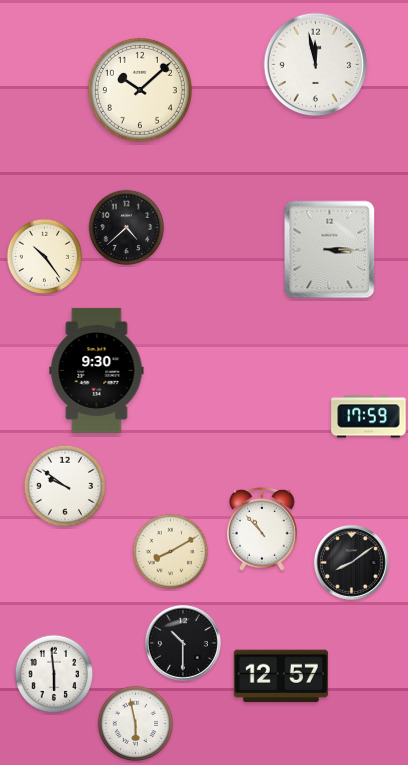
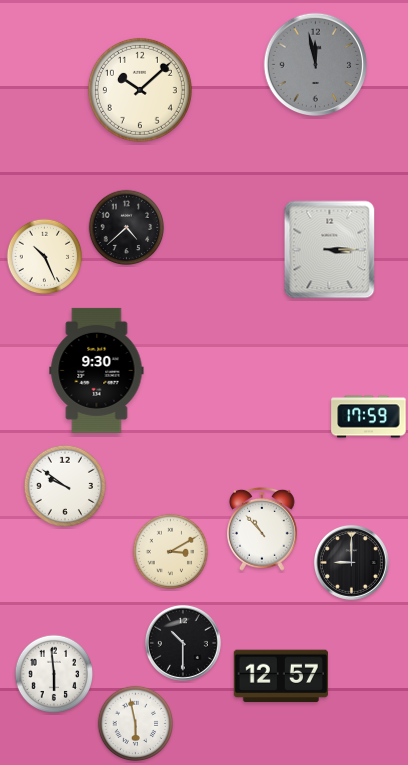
clock at (315, 64) dial: white -> grey
clock at (45, 257): 10:24 -> 10:26
clock at (171, 552): 8:10 -> 3:10
clock at (351, 562): 8:09 -> 9:00
